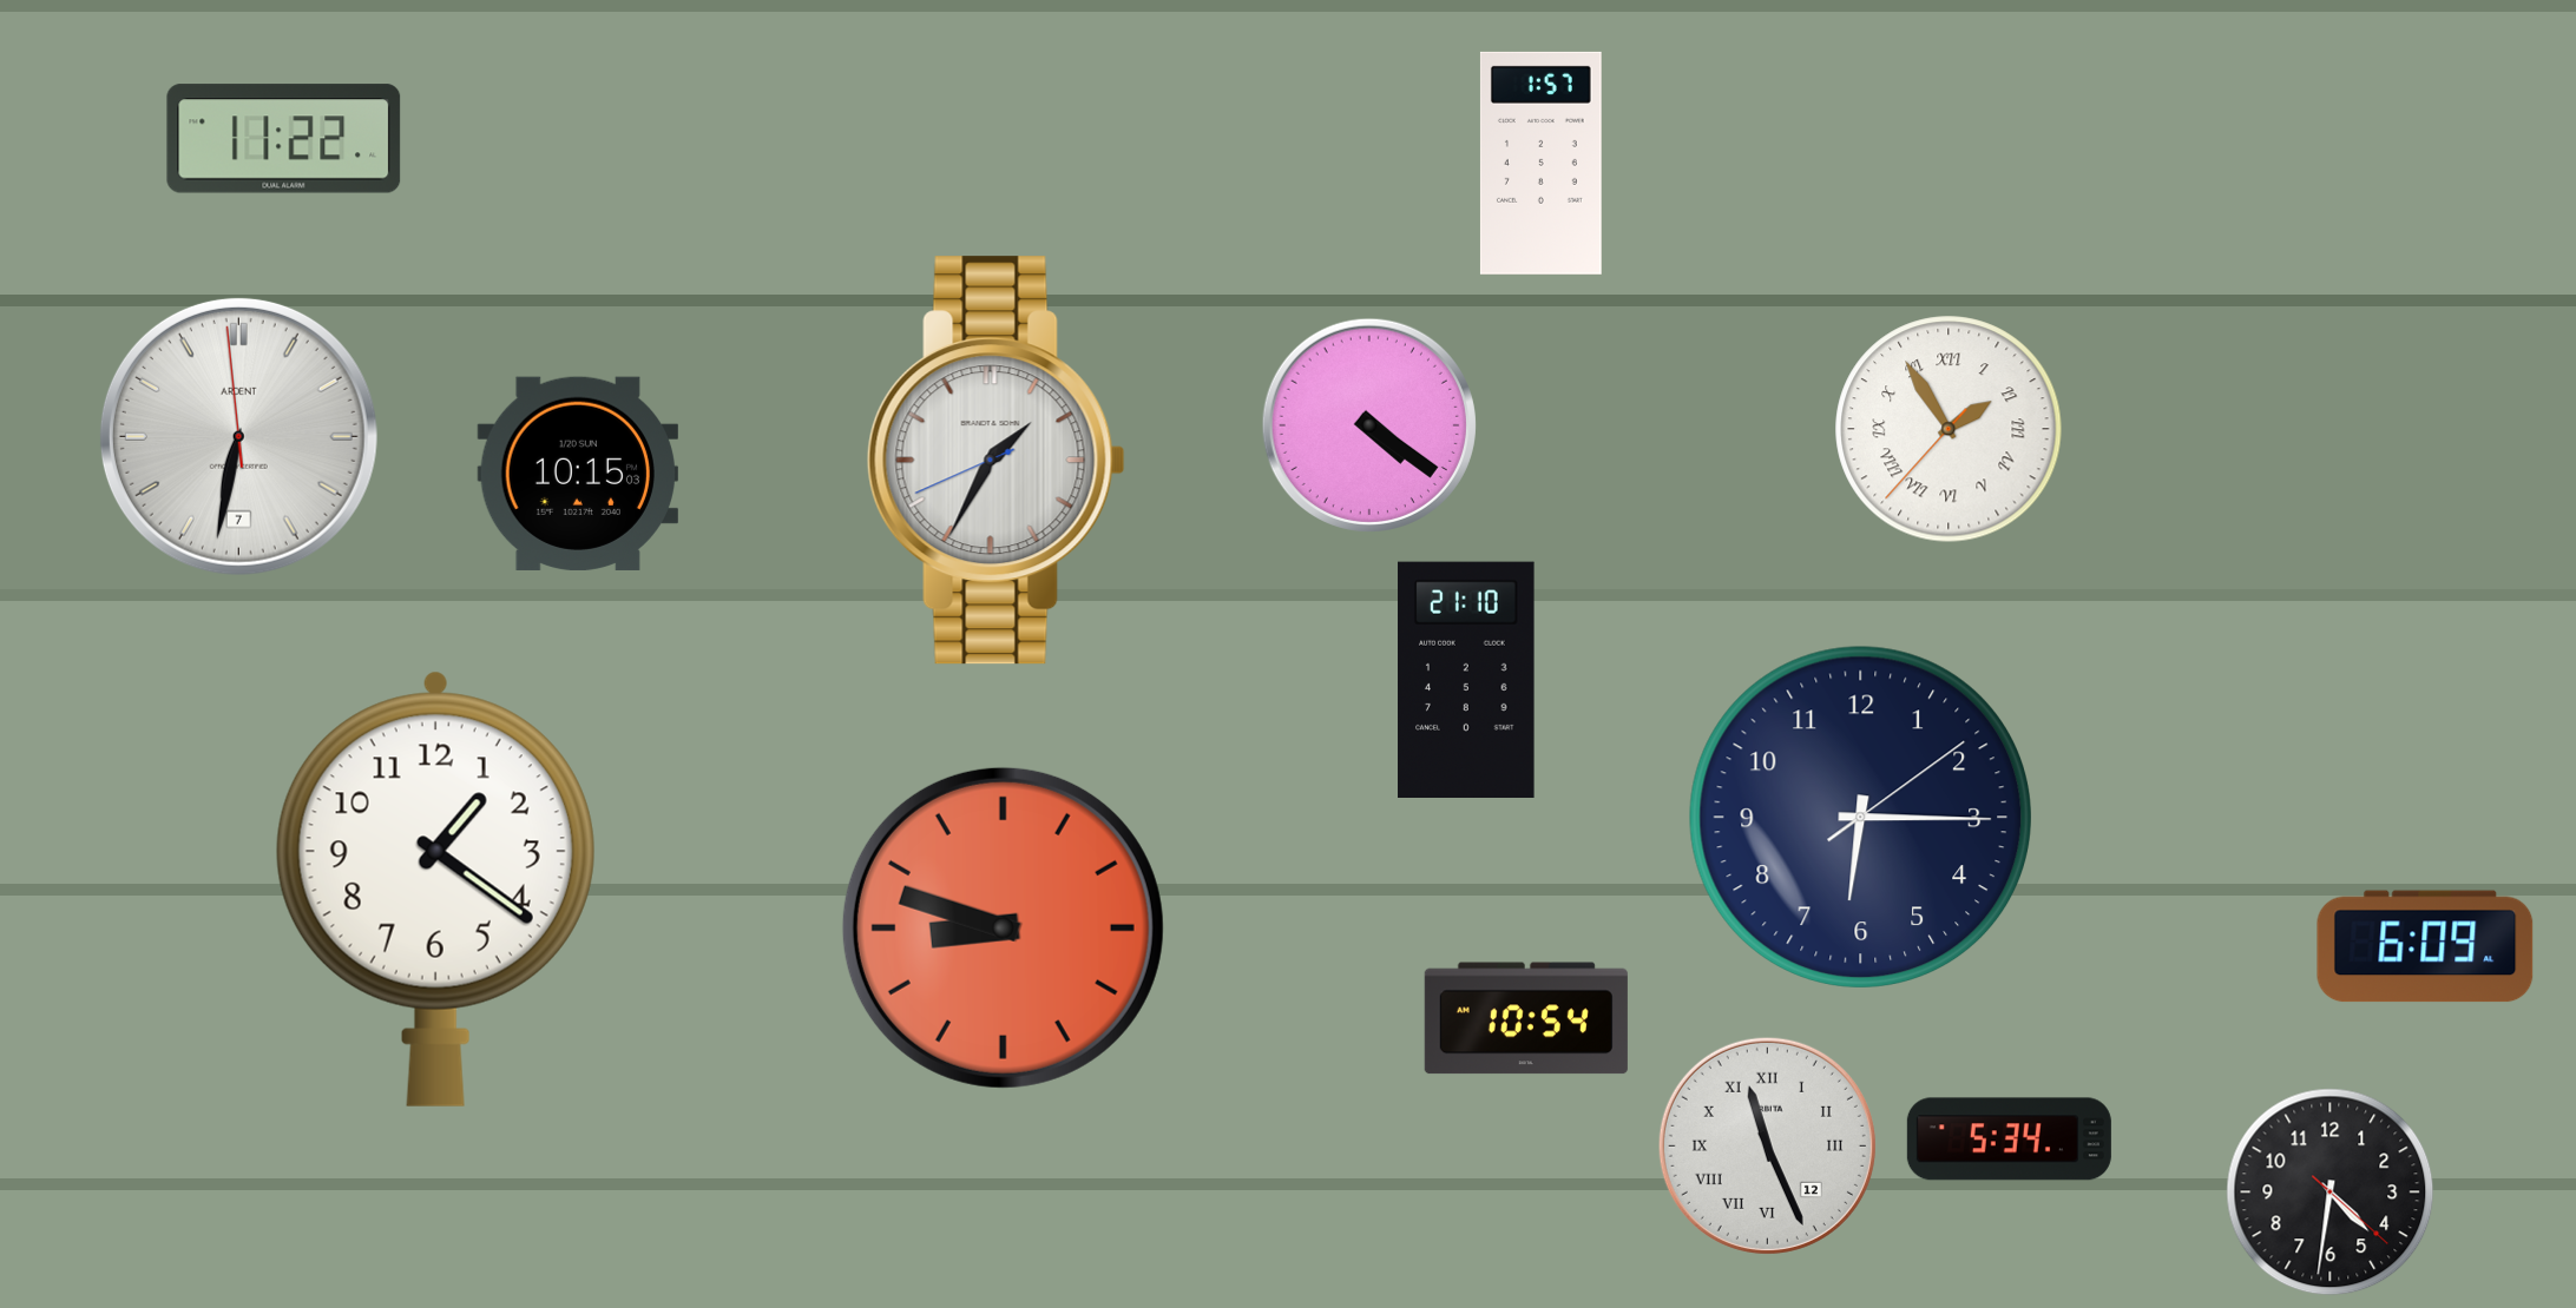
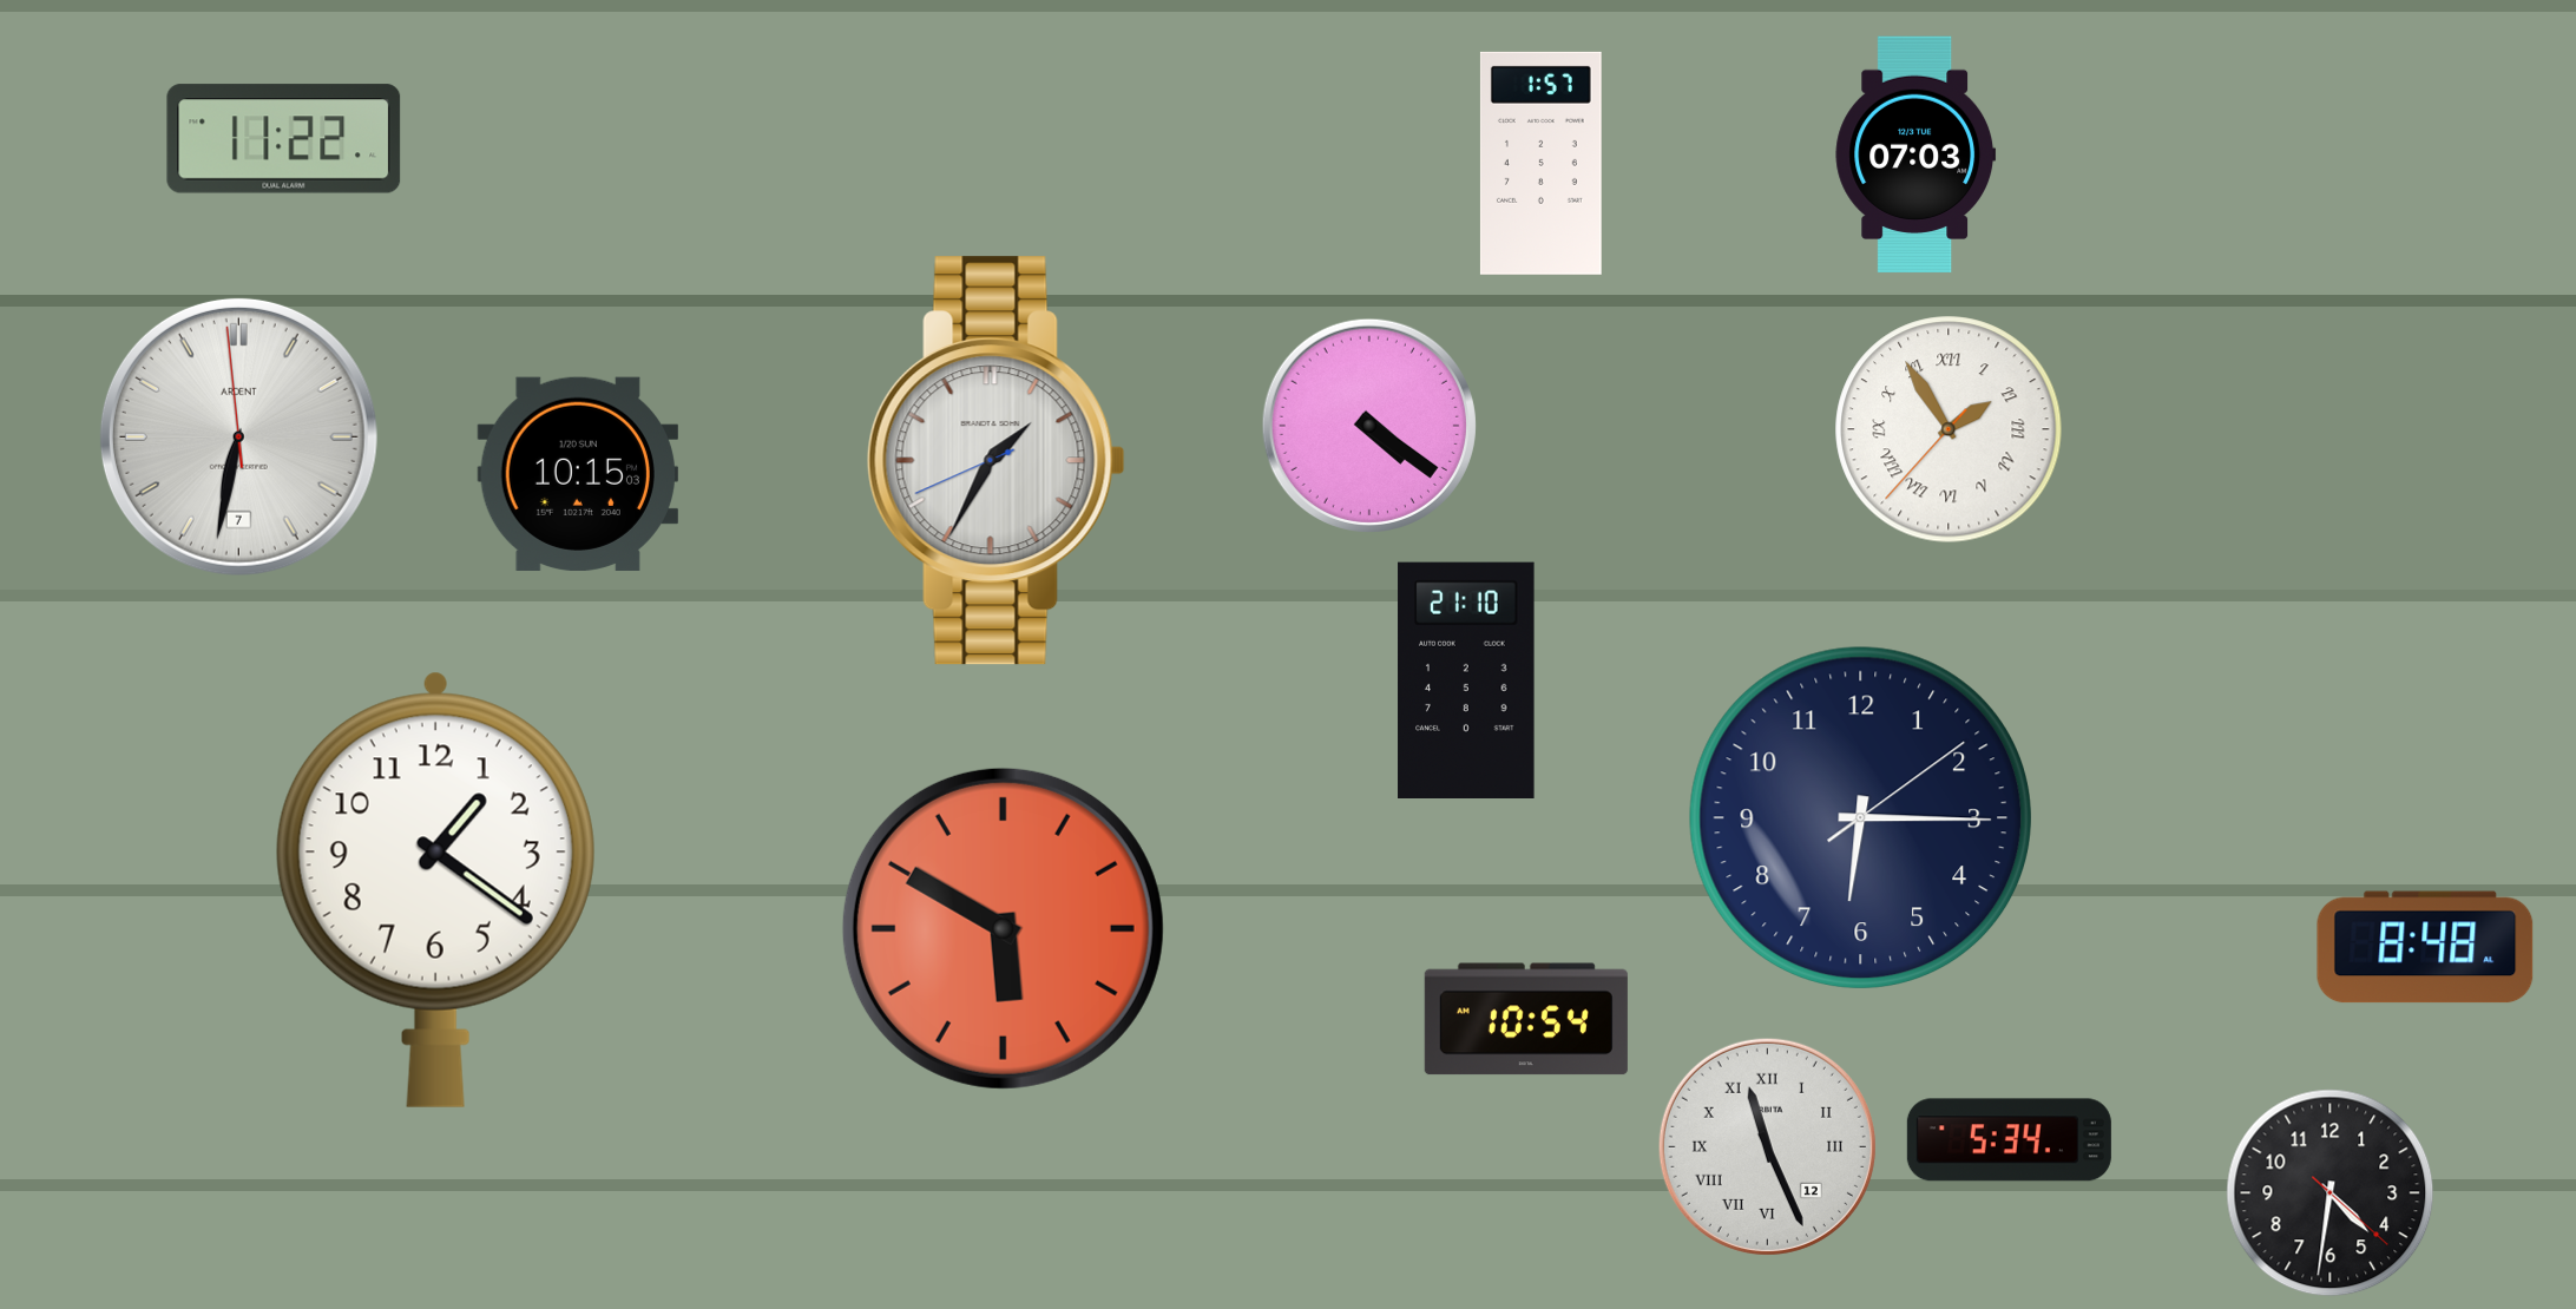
clock at (1915, 154): none -> 07:03
clock at (1003, 927): 8:48 -> 5:50
clock at (2425, 946): 6:09 -> 8:48
